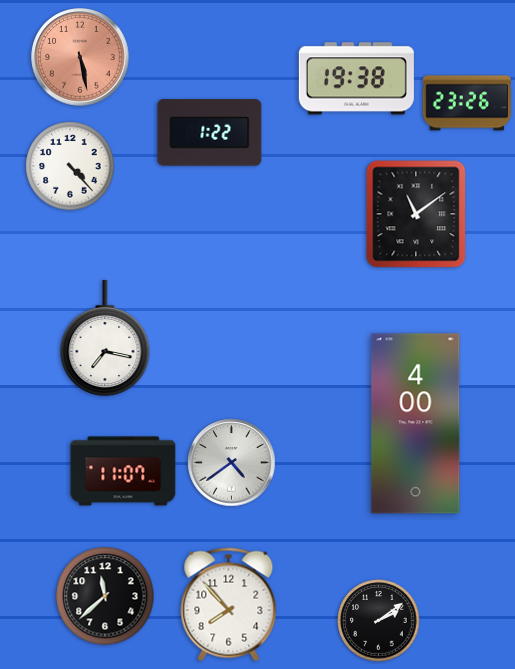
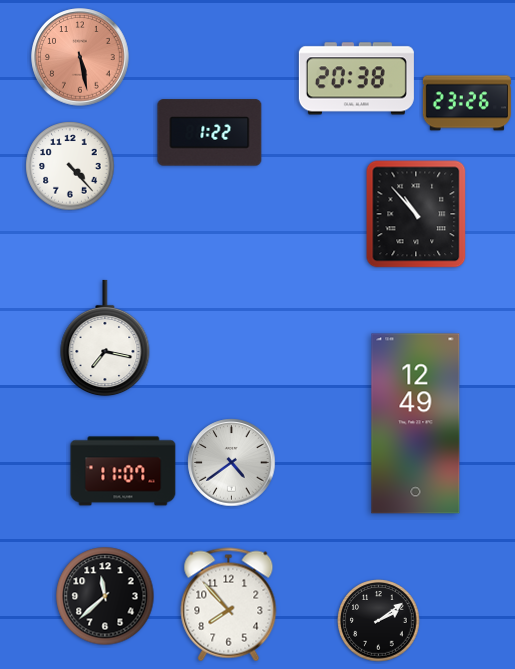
clock at (356, 79): 19:38 -> 20:38
clock at (416, 214): 11:09 -> 10:53
clock at (416, 424): 4:00 -> 12:49
